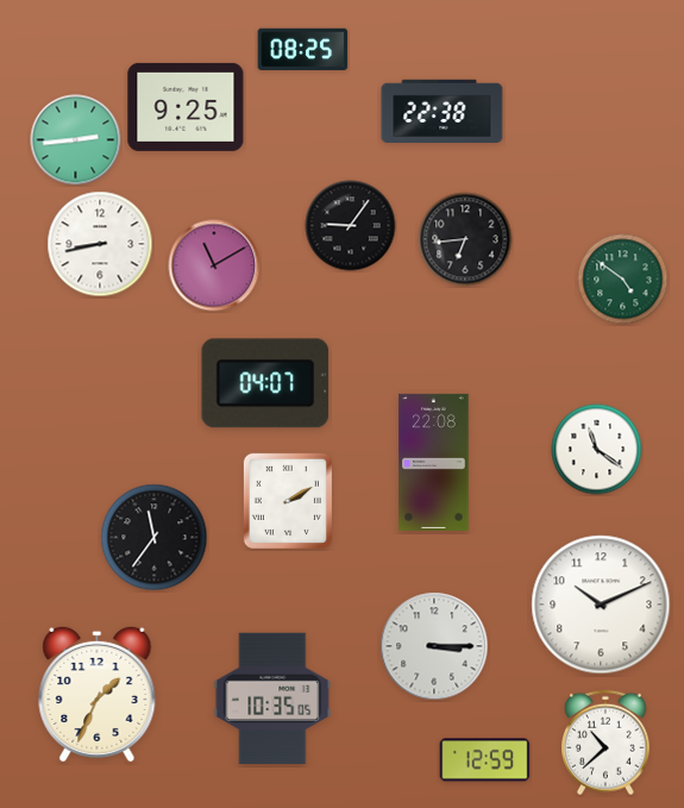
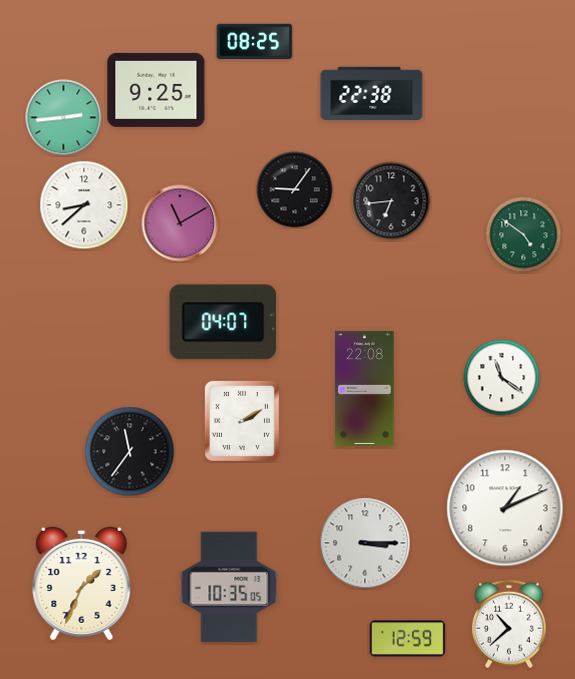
clock at (100, 244): 8:43 -> 8:38
clock at (601, 605): 10:11 -> 1:11
